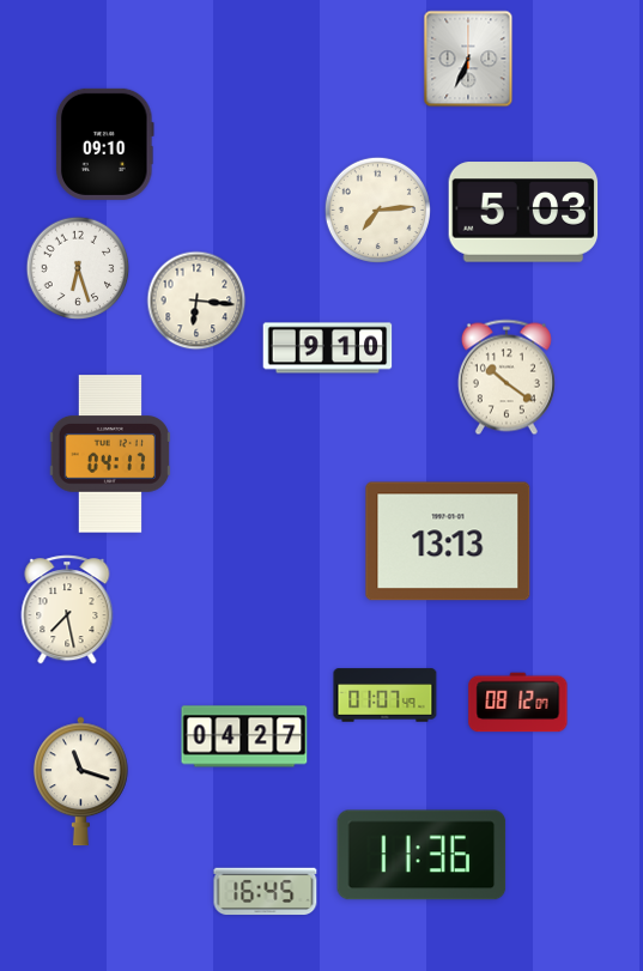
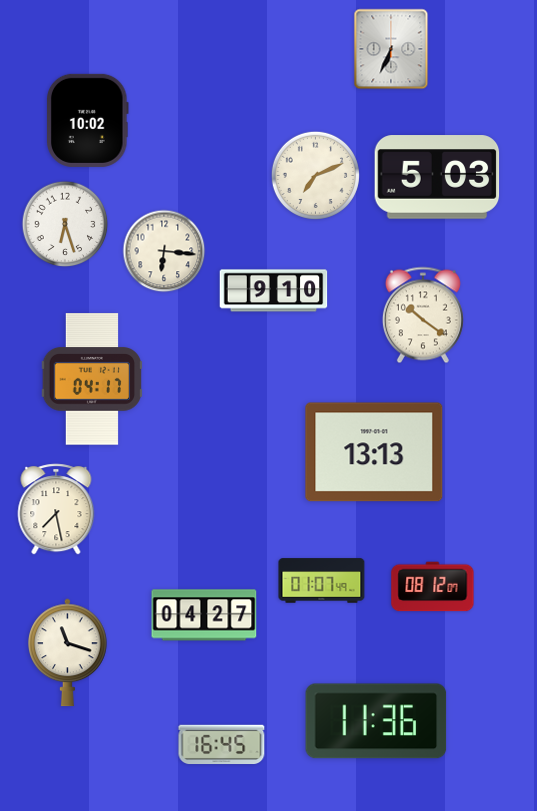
clock at (105, 144): 09:10 -> 10:02
clock at (377, 210): 7:14 -> 7:11
clock at (421, 855) position: (421, 855) -> (376, 721)
